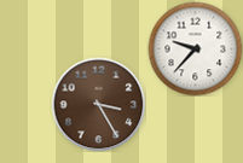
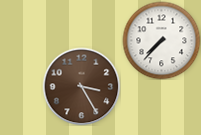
clock at (195, 48): 9:37 -> 7:37
